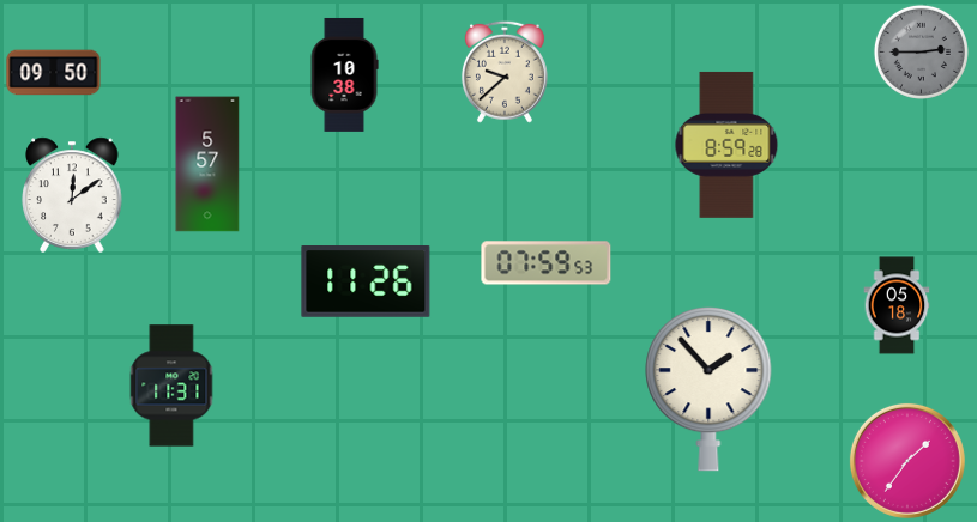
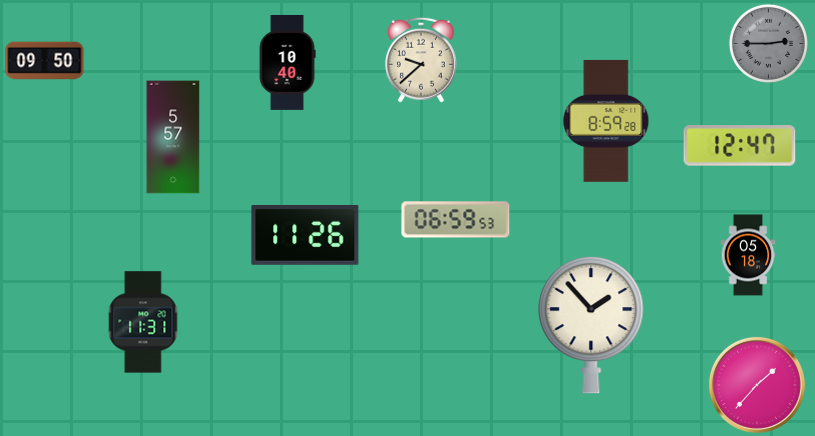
clock at (344, 74): 10:38 -> 10:40
clock at (740, 146): none -> 12:47
clock at (72, 195): 12:09 -> none
clock at (547, 263): 07:59 -> 06:59
clock at (907, 461): 1:36 -> 1:37
